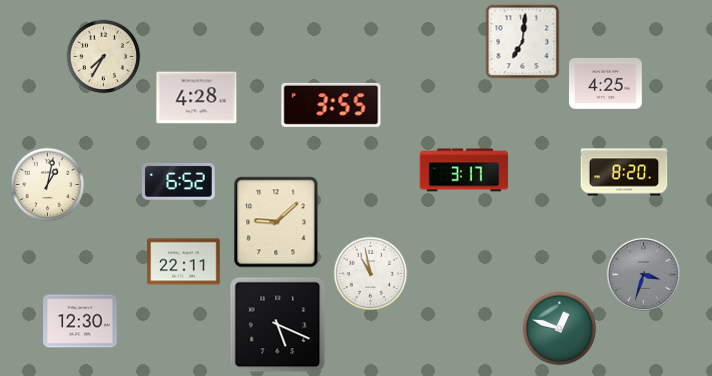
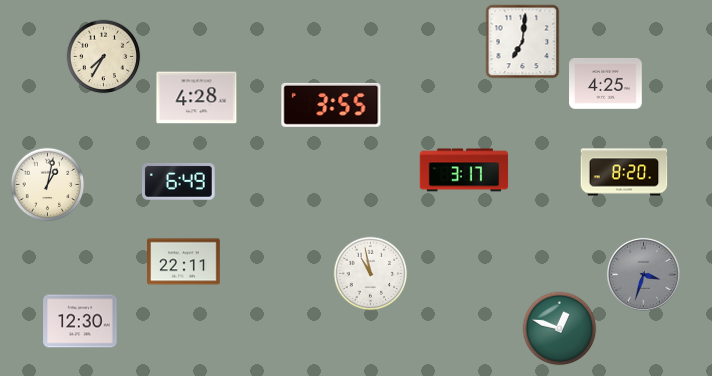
clock at (178, 181): 6:52 -> 6:49
clock at (276, 222): 9:08 -> none
clock at (278, 325): 5:19 -> none
